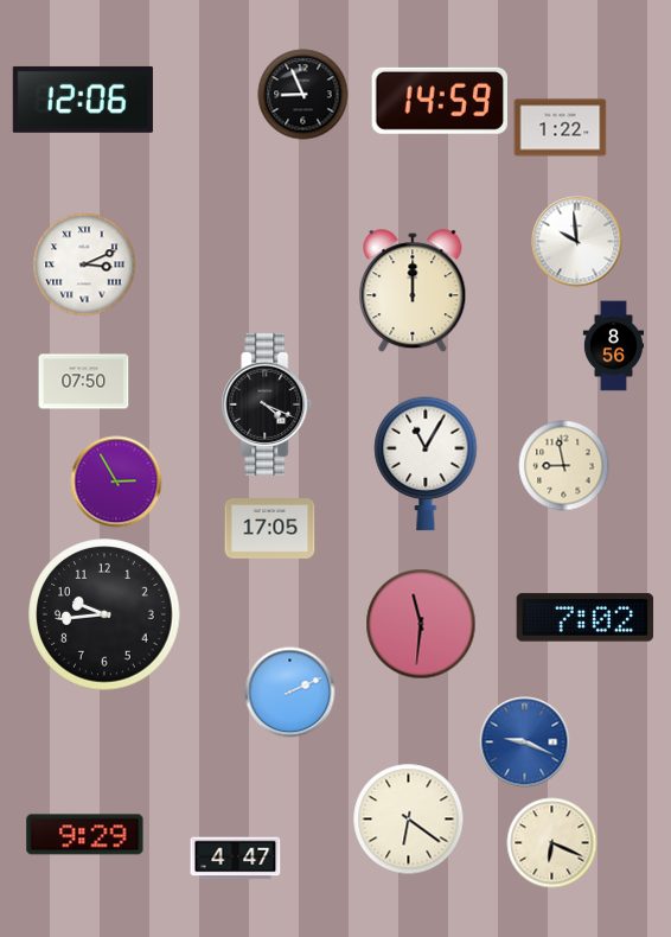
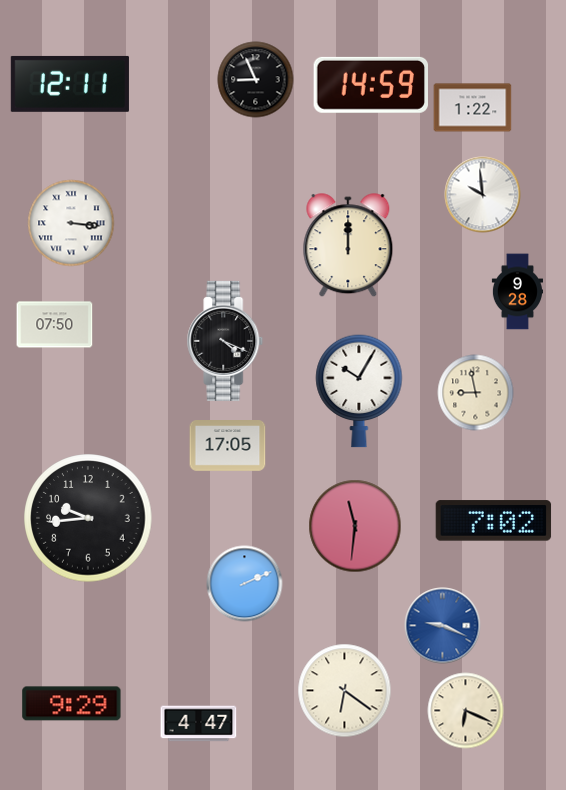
clock at (83, 100): 12:06 -> 12:11
clock at (577, 242) position: (577, 242) -> (483, 195)
clock at (84, 264): 3:11 -> 3:16
clock at (613, 346): 8:56 -> 9:28
clock at (84, 382) position: (84, 382) -> (55, 325)
clock at (426, 464): 11:05 -> 10:05
clock at (116, 482): 2:55 -> none
